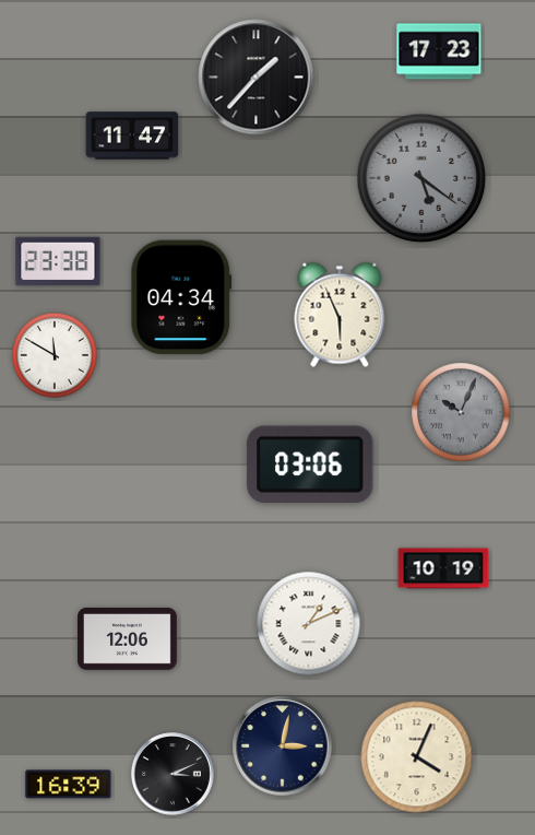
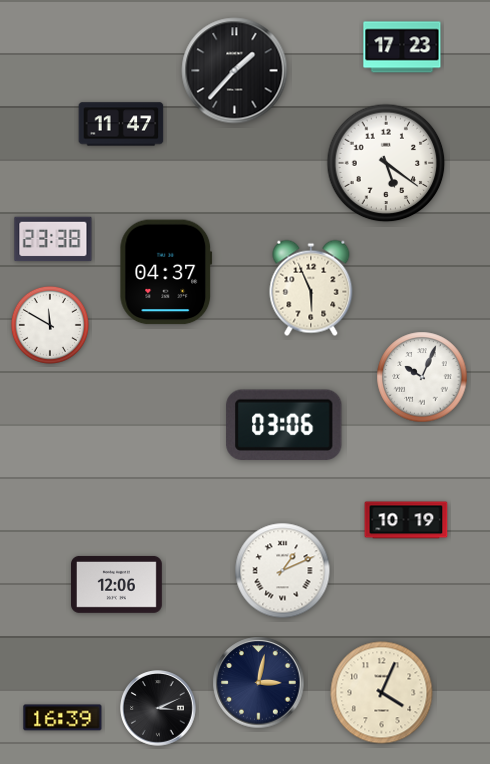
clock at (421, 178) dial: grey -> white
clock at (181, 297): 04:34 -> 04:37
clock at (461, 412) dial: grey -> white
